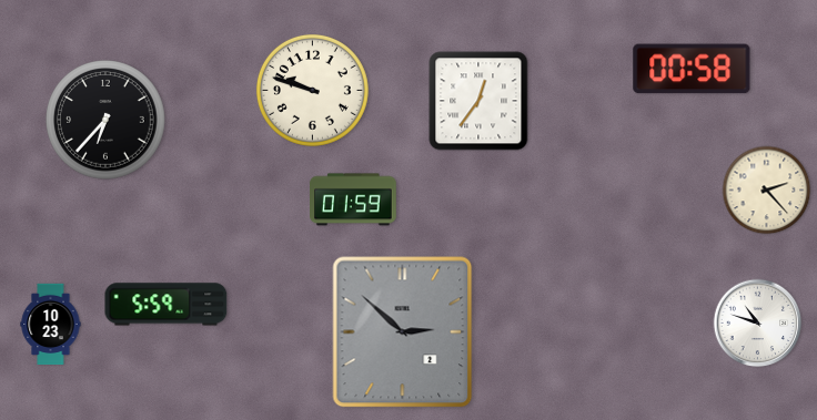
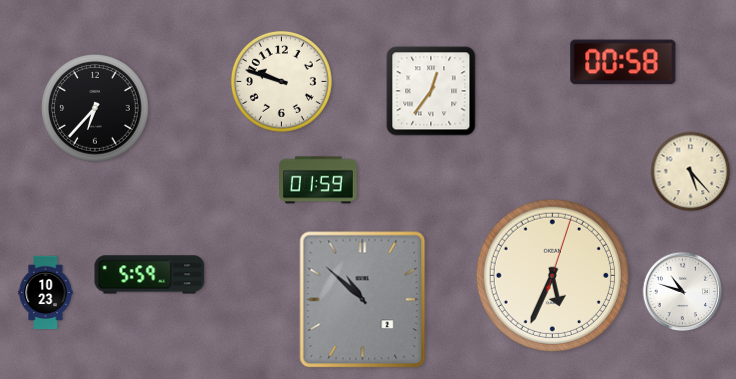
clock at (767, 191): 2:23 -> 5:23
clock at (552, 275): none -> 5:34
clock at (403, 332): 2:52 -> 10:52
